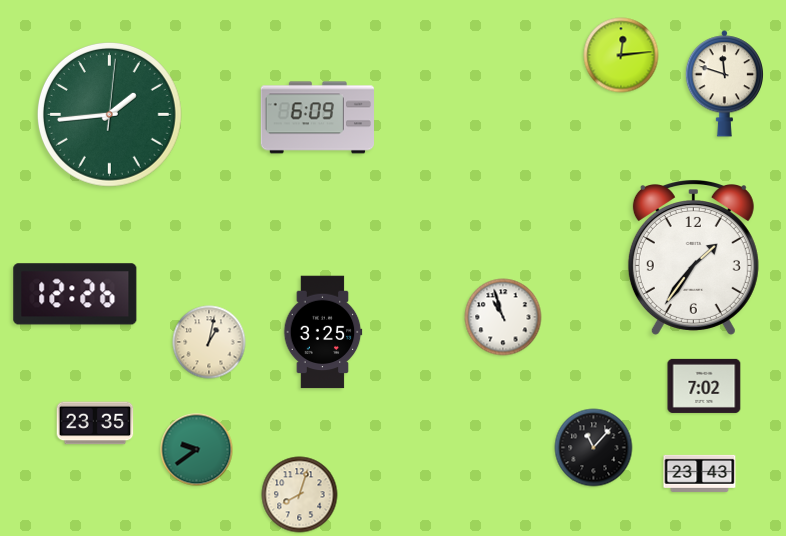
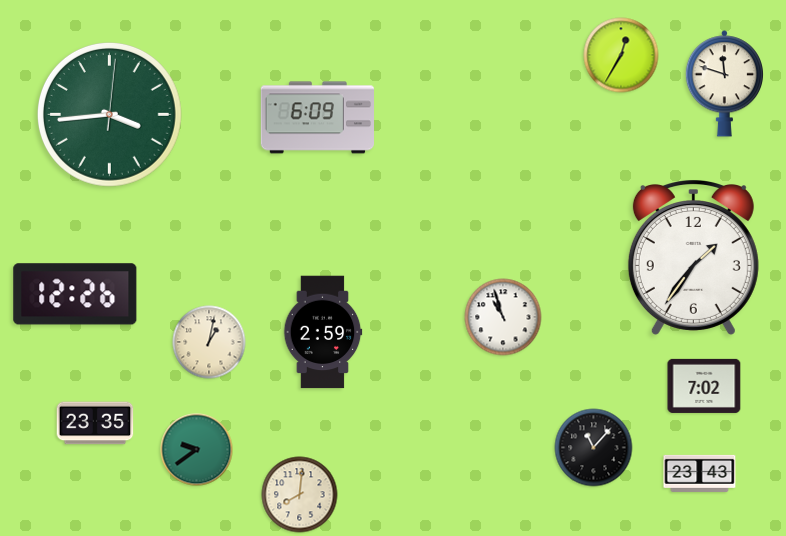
clock at (621, 55): 12:14 -> 12:35
clock at (109, 114): 1:44 -> 3:44
clock at (323, 332): 3:25 -> 2:59
clock at (300, 495): 8:03 -> 8:01
